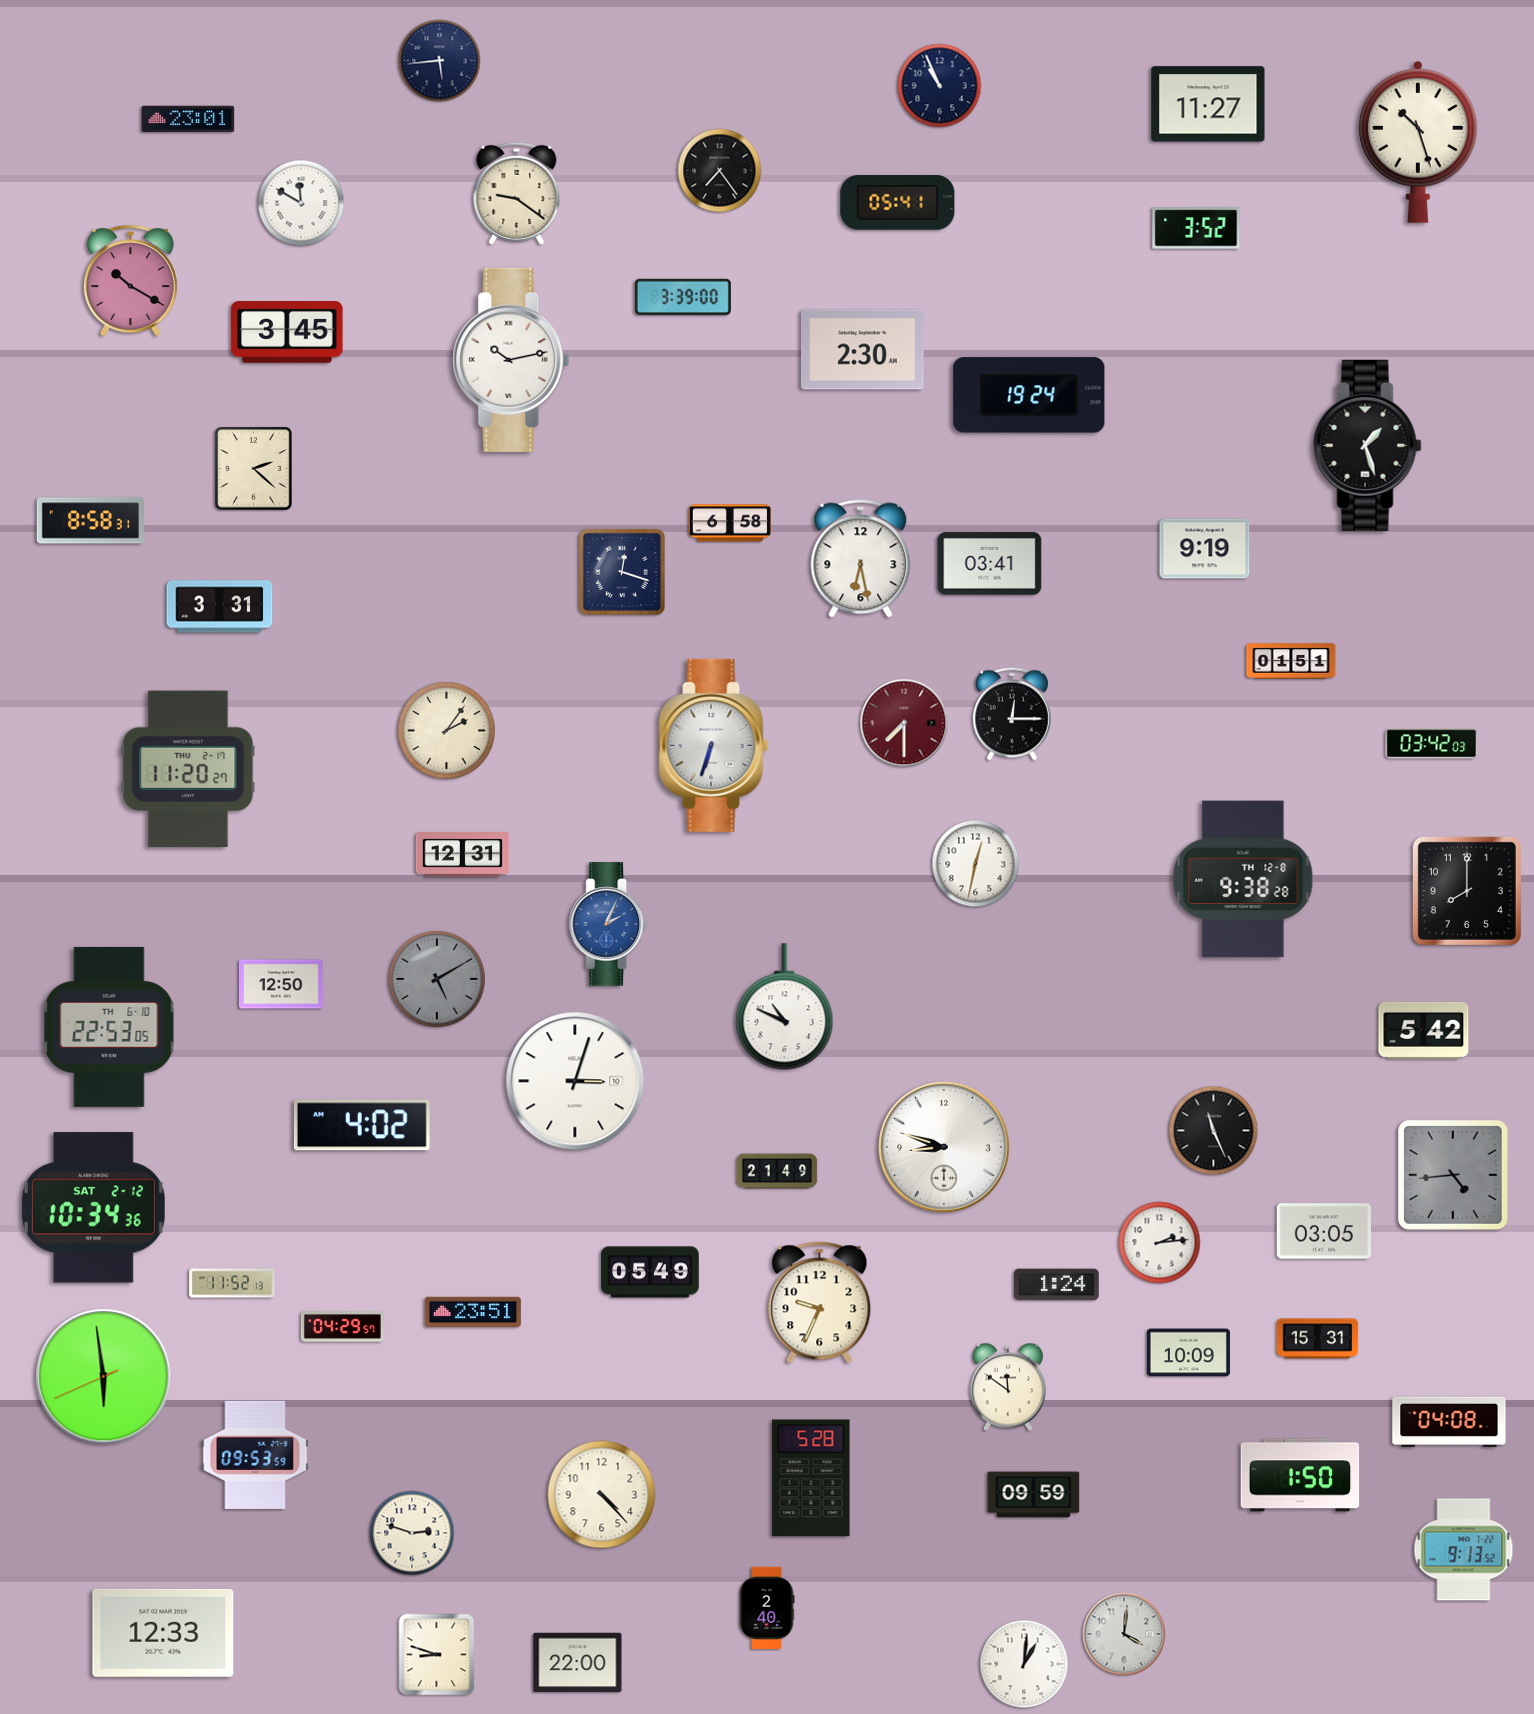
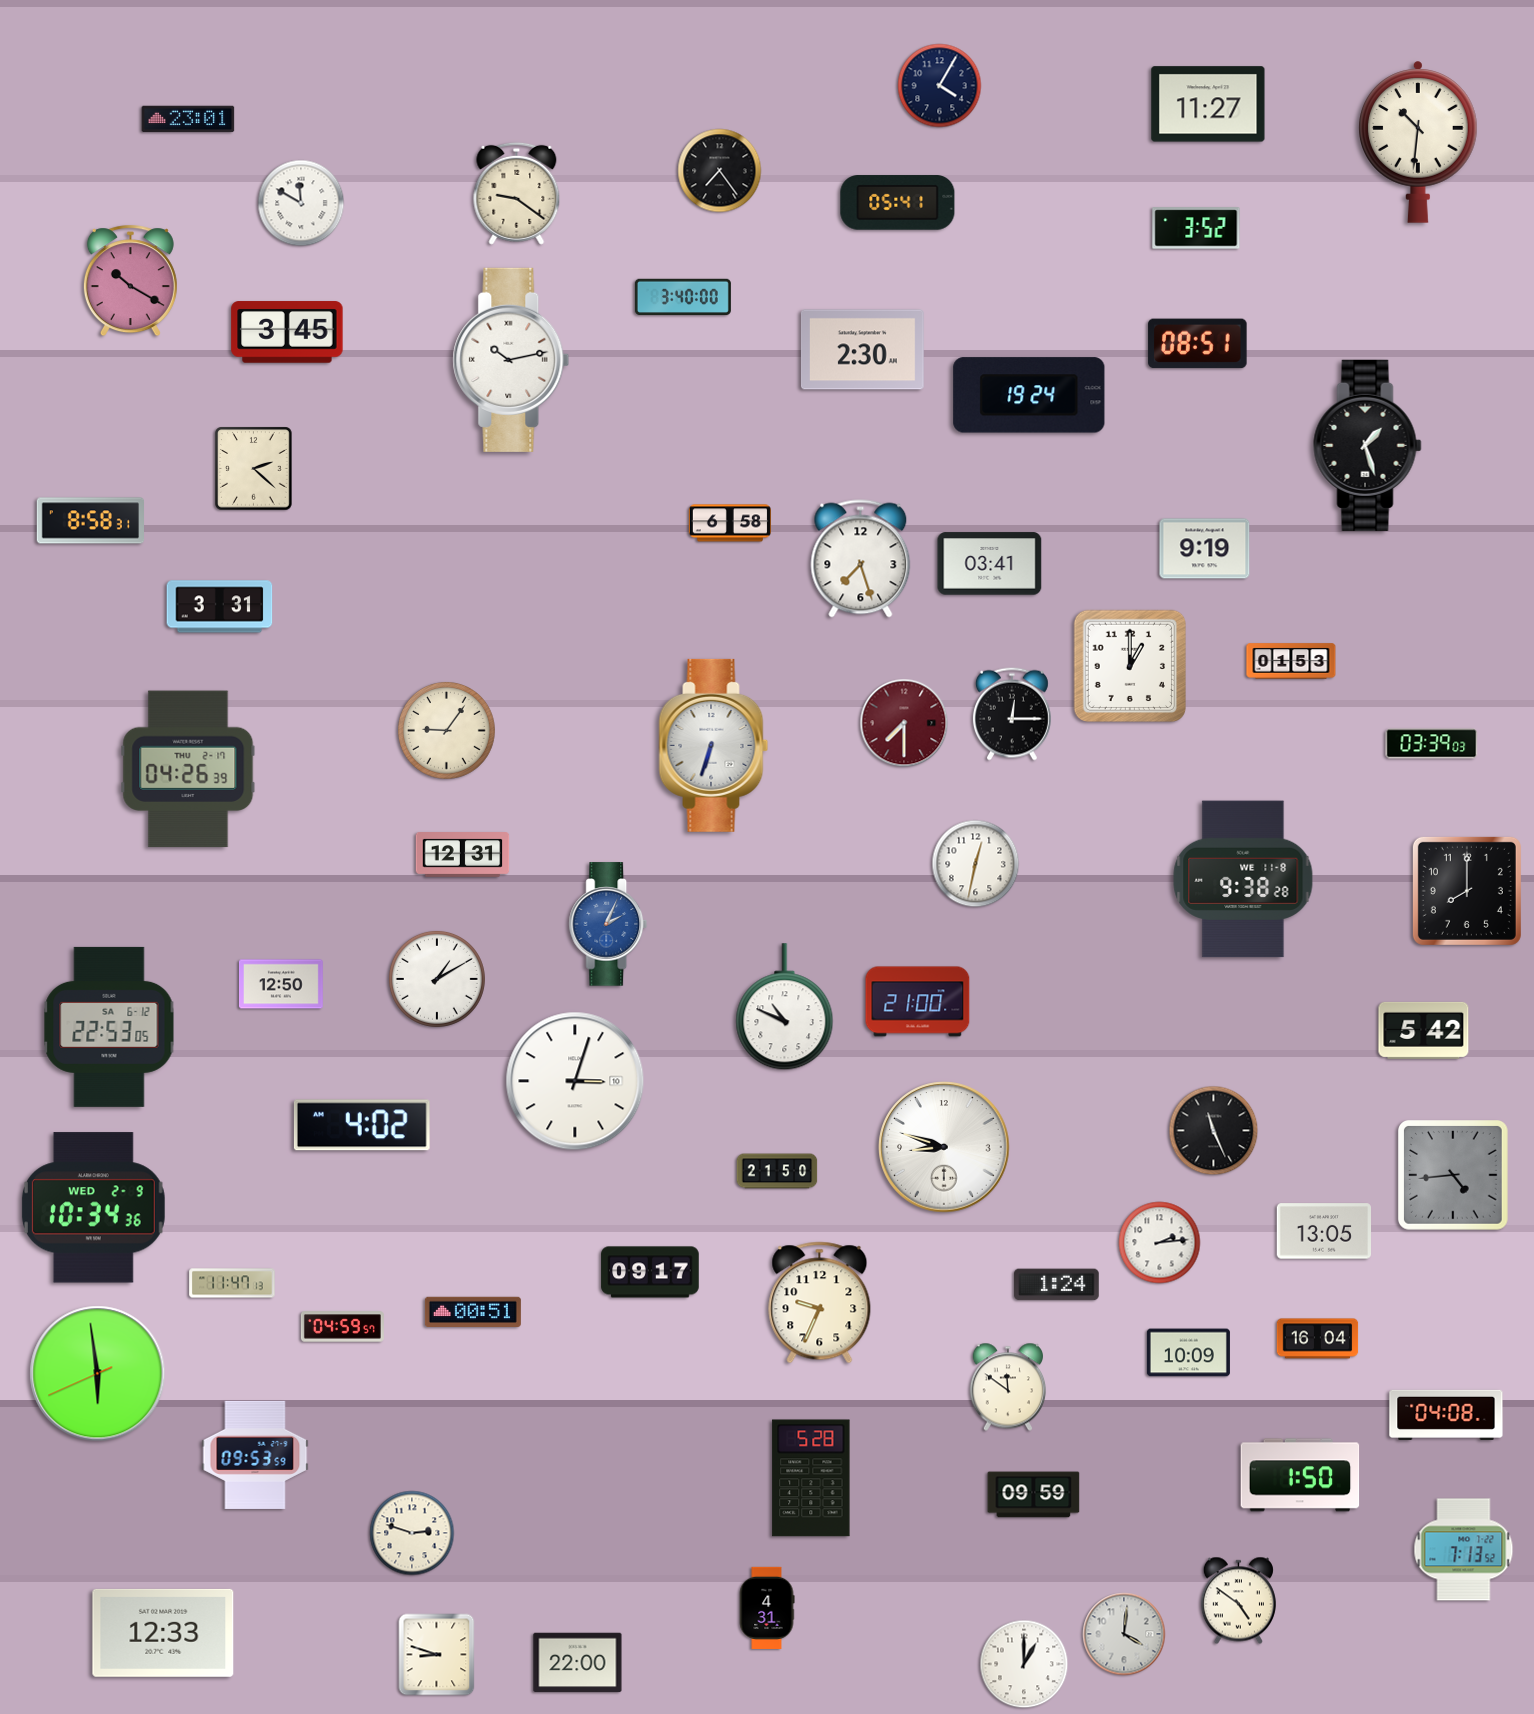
clock at (440, 61): 5:44 -> none
clock at (940, 86): 10:56 -> 4:05
clock at (1419, 142): 10:27 -> 10:31
clock at (683, 297): 3:39 -> 3:40
clock at (1198, 344): none -> 08:51
clock at (861, 559): 6:28 -> 7:27
clock at (622, 572): 12:18 -> none
clock at (1291, 661): 01:51 -> 01:53
clock at (1129, 665): none -> 1:00
clock at (446, 730): 2:06 -> 9:06
clock at (1432, 744): 03:42 -> 03:39
clock at (188, 769): 11:20 -> 04:26
clock at (1243, 879) date: TH 12-8 -> WE 11-8
clock at (437, 979): 5:10 -> 1:10
clock at (437, 979) dial: grey -> white
clock at (918, 1002): none -> 21:00
clock at (109, 1027) date: TH 6-10 -> SA 6-12
clock at (777, 1171): 21:49 -> 21:50
clock at (93, 1208) date: SAT 2-12 -> WED 2-9
clock at (1323, 1231): 03:05 -> 13:05
clock at (650, 1272): 05:49 -> 09:17
clock at (232, 1283): 11:52 -> 11:47
clock at (473, 1311): 23:51 -> 00:51
clock at (342, 1327): 04:29 -> 04:59
clock at (1318, 1339): 15:31 -> 16:04
clock at (104, 1377) position: (104, 1377) -> (98, 1374)
clock at (1449, 1422) position: (1449, 1422) -> (1446, 1415)
clock at (602, 1495): 4:23 -> none
clock at (1464, 1550): 9:13 -> 7:13
clock at (1238, 1601): none -> 4:51
clock at (767, 1608): 2:40 -> 4:31
clock at (1024, 1664): 1:01 -> 1:00
